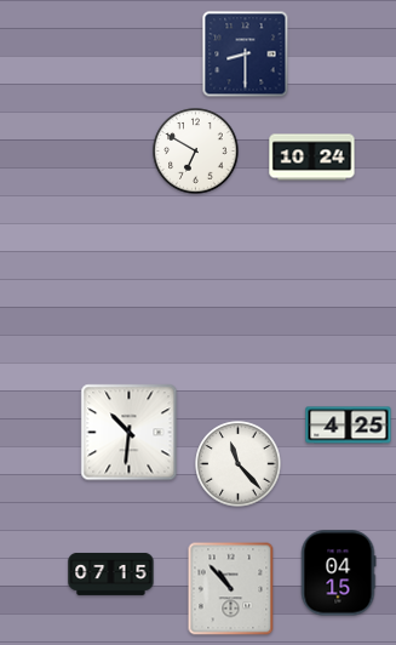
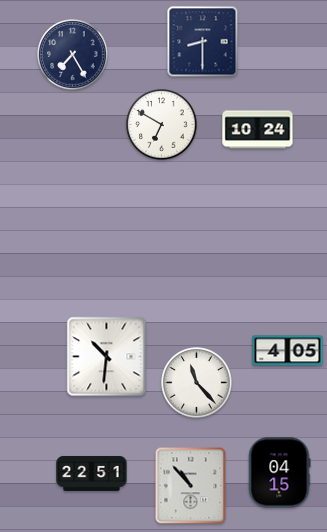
clock at (246, 55) position: (246, 55) -> (203, 42)
clock at (73, 55): none -> 7:25
clock at (349, 426): 4:25 -> 4:05
clock at (111, 573): 07:15 -> 22:51
